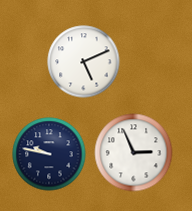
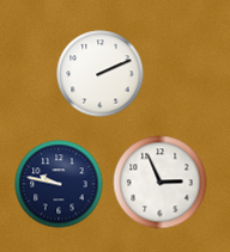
clock at (84, 62): 5:11 -> 2:11
